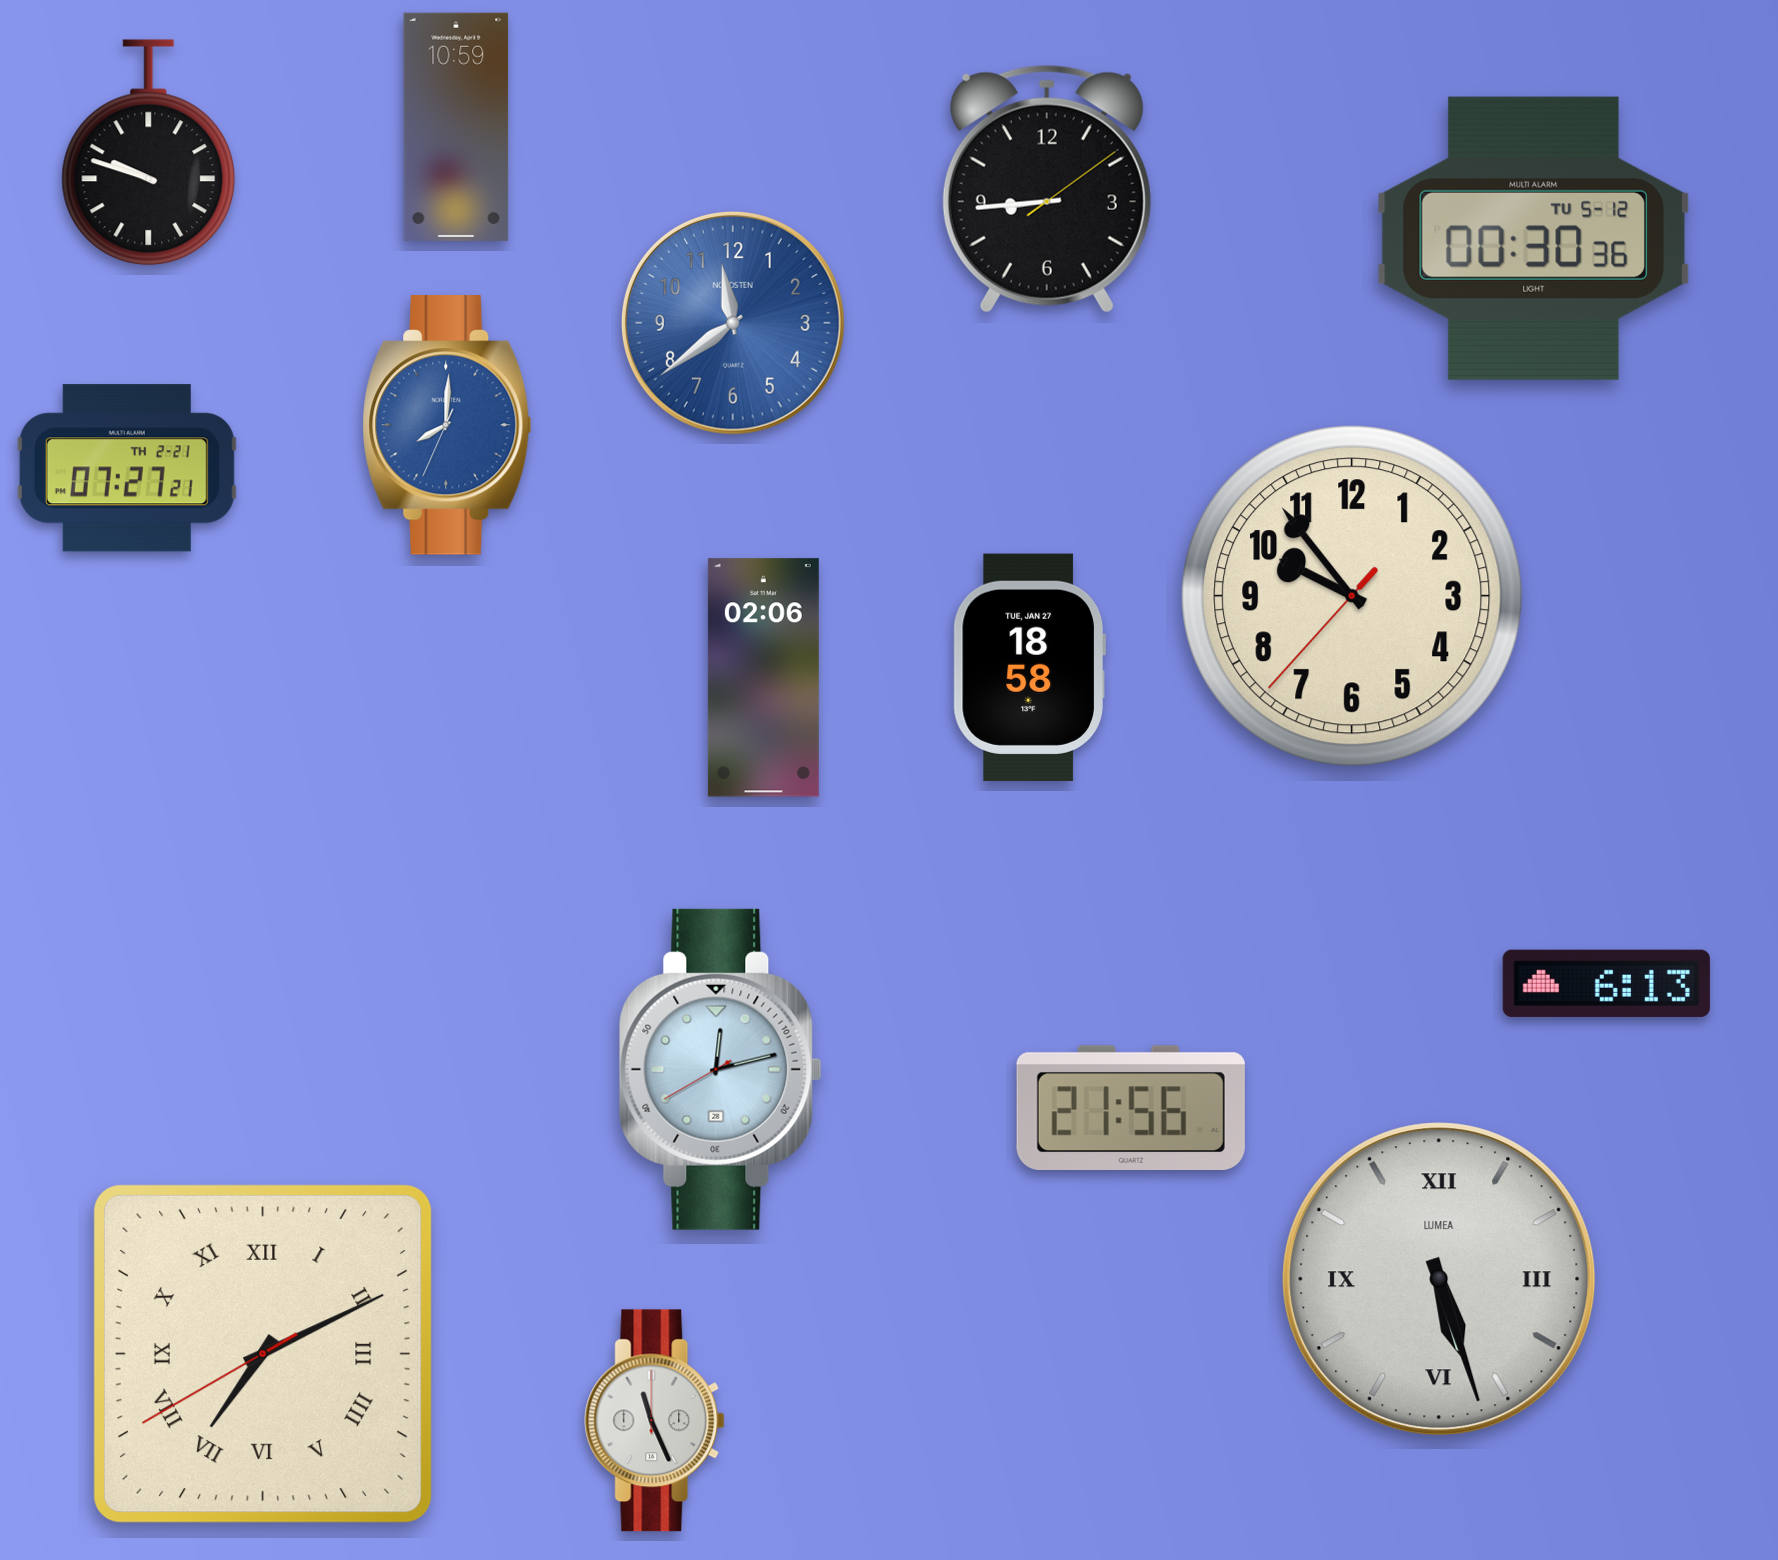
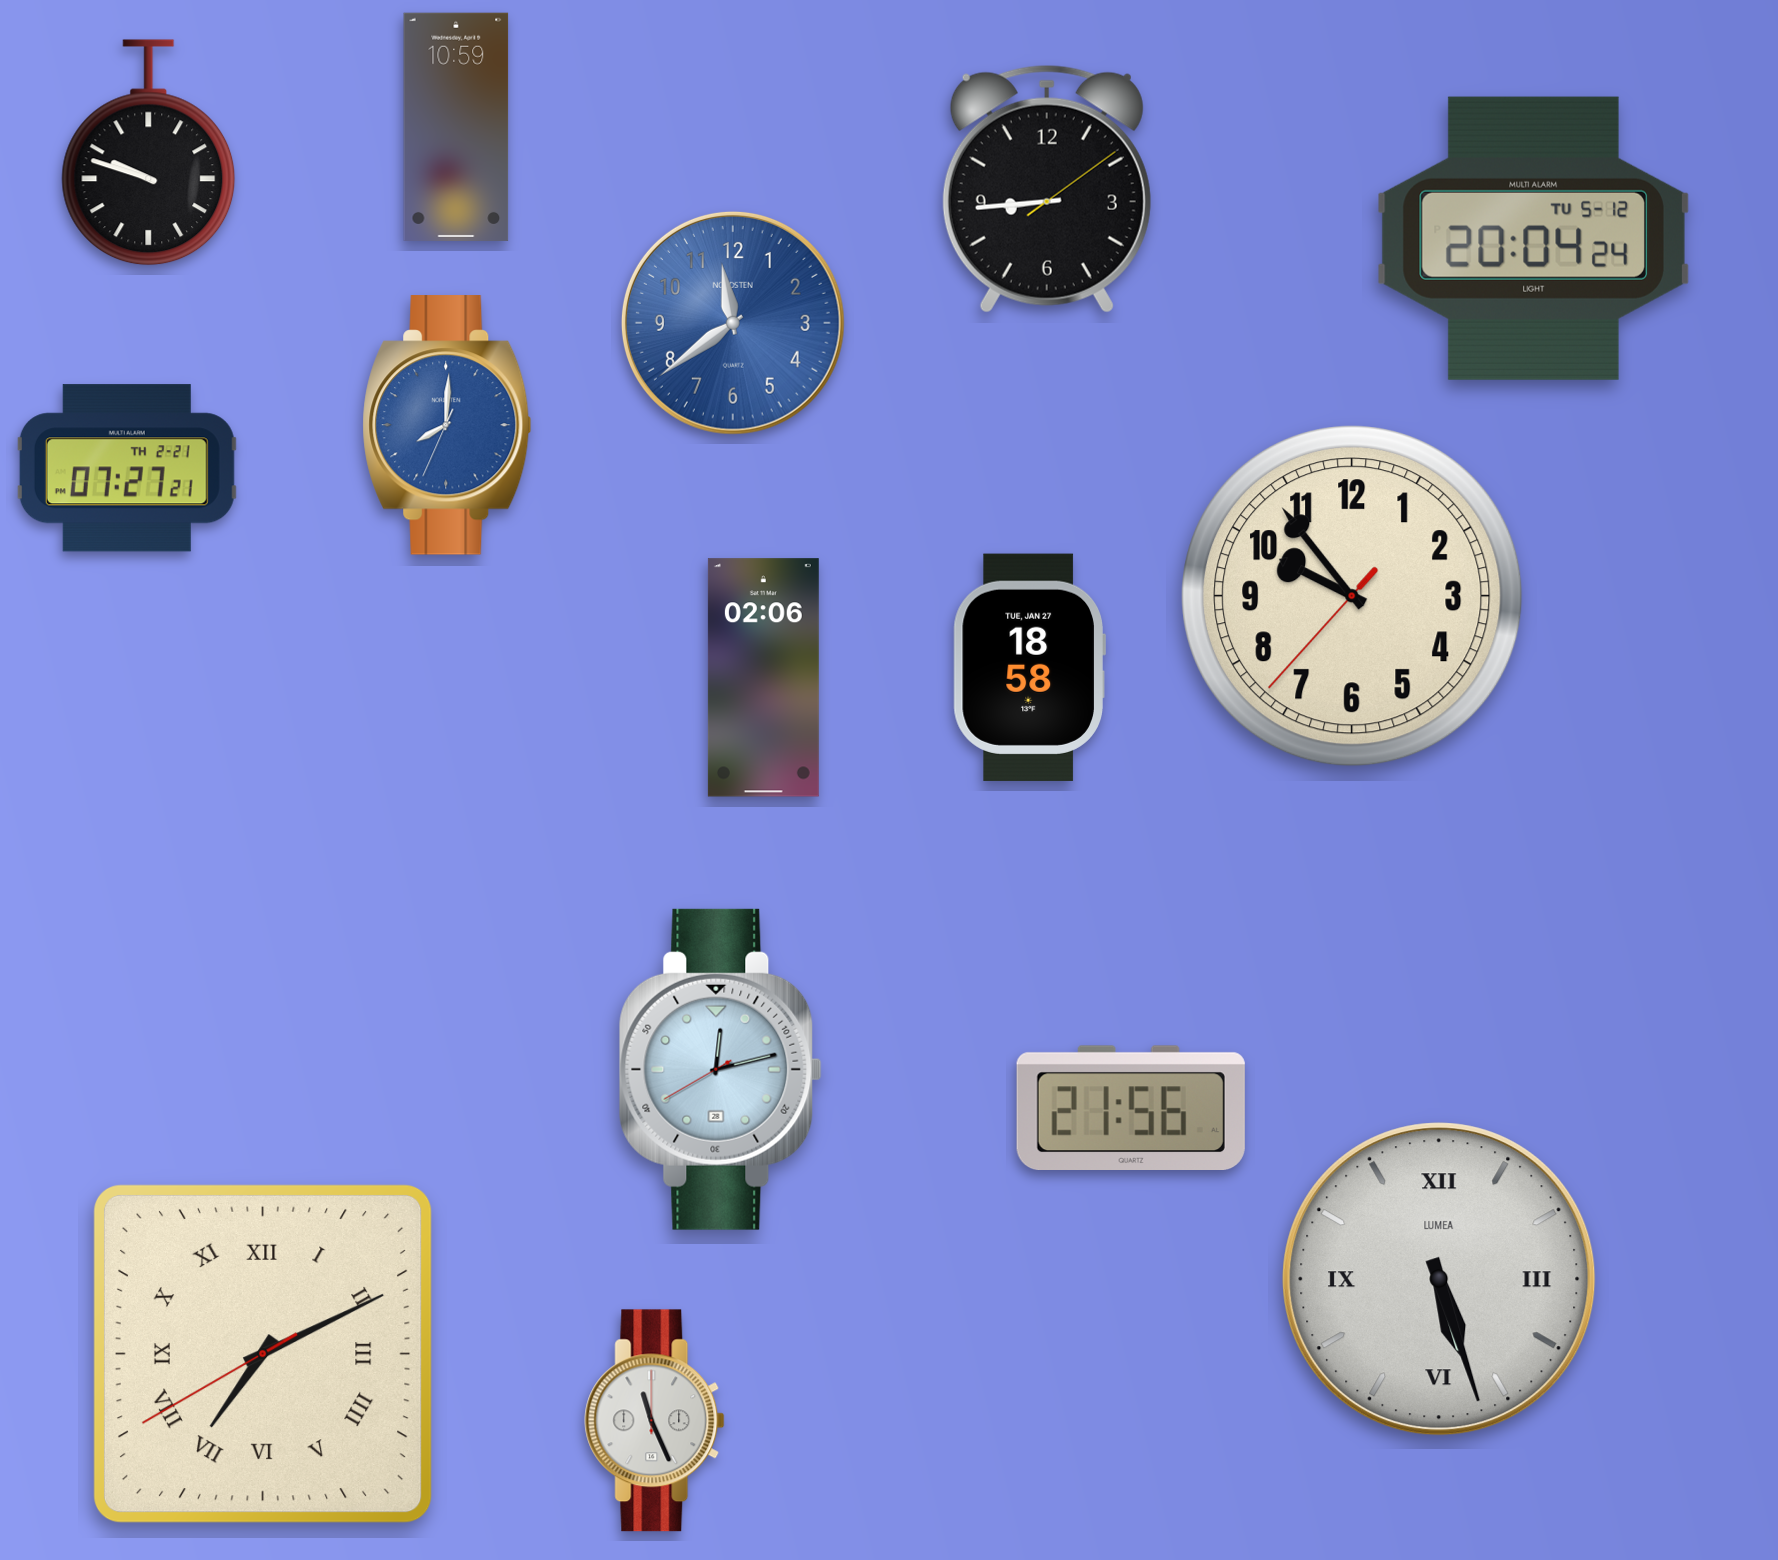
clock at (1533, 238): 00:30 -> 20:04
clock at (1606, 983): 6:13 -> none
